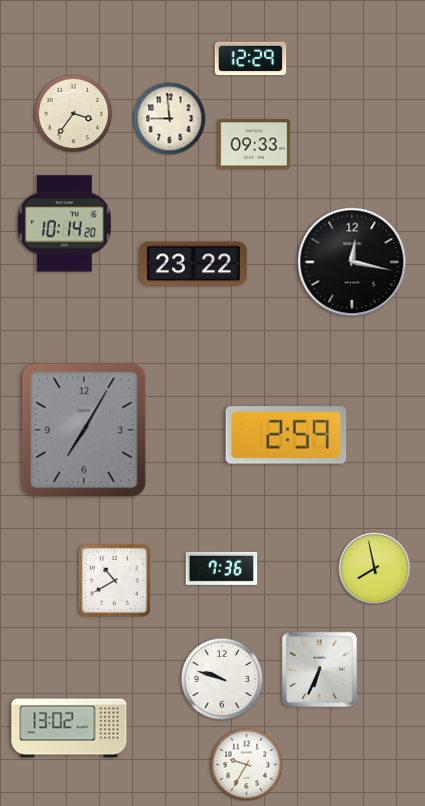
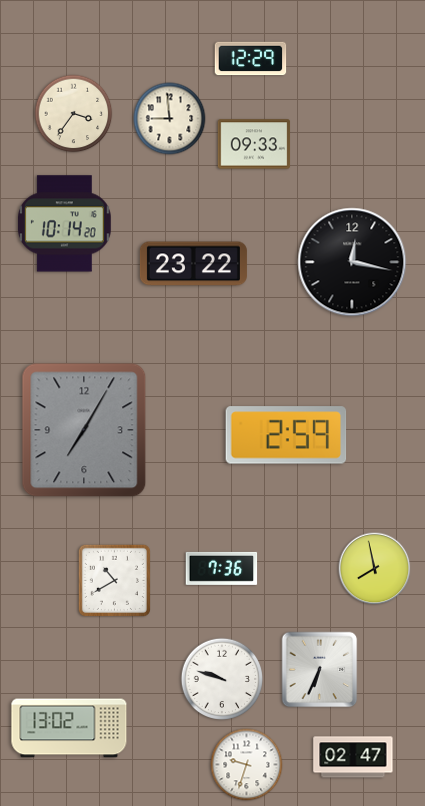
clock at (353, 757): none -> 02:47
clock at (247, 765): 9:35 -> 9:33
